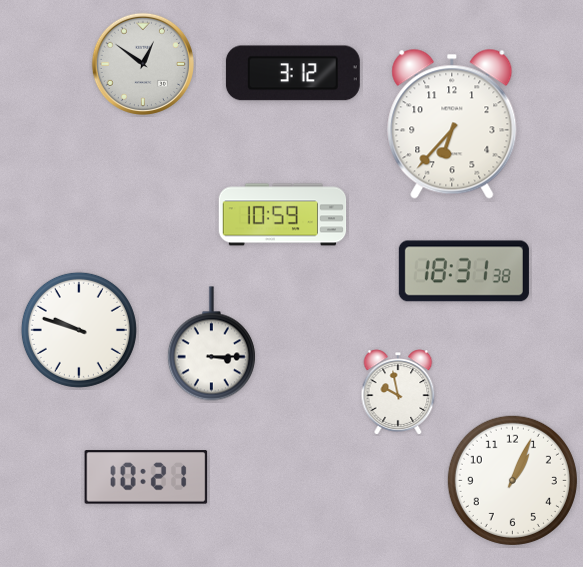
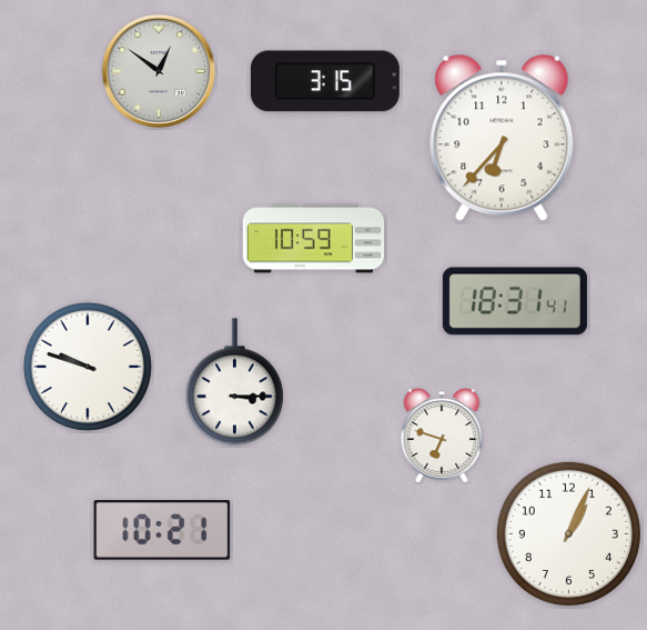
clock at (293, 73): 3:12 -> 3:15
clock at (464, 271): 18:31:38 -> 18:31:41
clock at (398, 392): 9:58 -> 6:48
